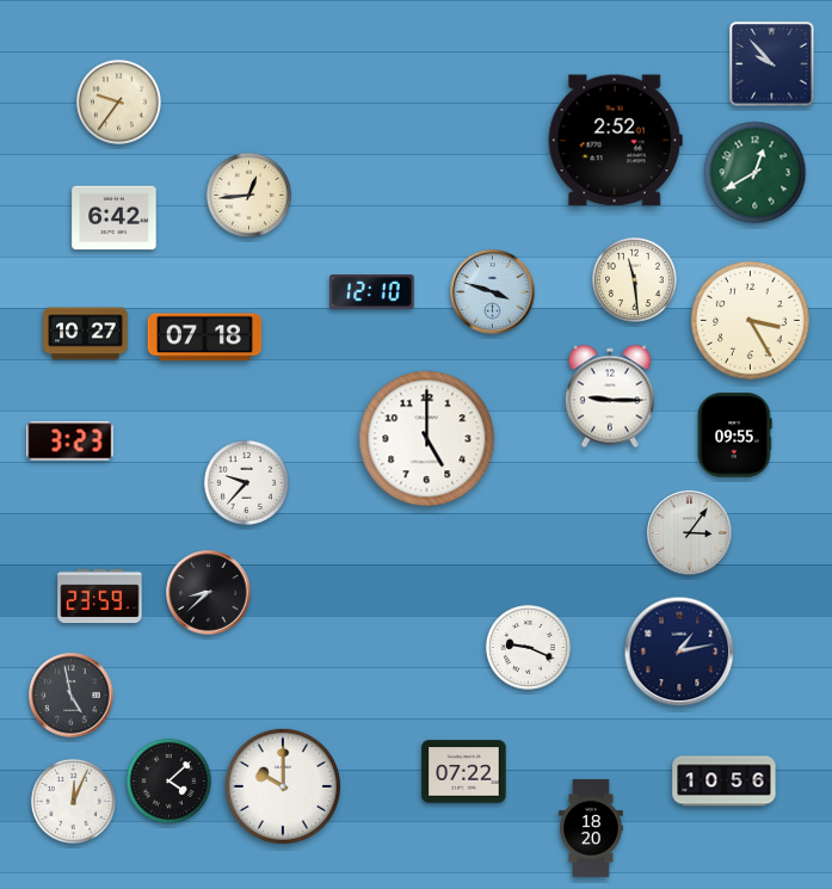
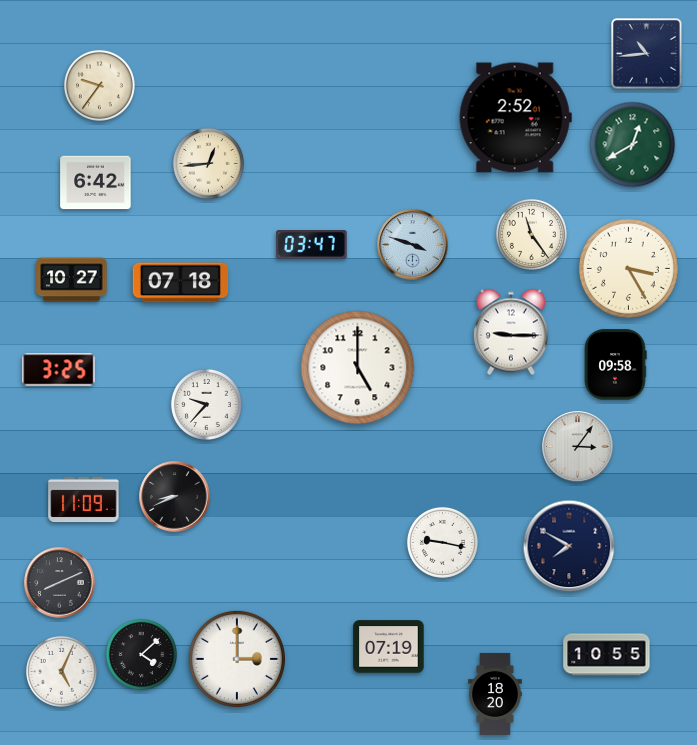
clock at (772, 64): 9:53 -> 10:44
clock at (634, 279): 11:29 -> 11:24
clock at (372, 292): 12:10 -> 03:47
clock at (205, 338) position: (205, 338) -> (181, 283)
clock at (734, 436): 09:55 -> 09:58
clock at (70, 442): 3:23 -> 3:25
clock at (209, 593): 8:38 -> 8:41
clock at (100, 597): 23:59 -> 11:09
clock at (528, 647): 9:19 -> 9:17
clock at (679, 652): 1:13 -> 7:50
clock at (72, 696): 4:58 -> 8:11
clock at (464, 772): 07:22 -> 07:19
clock at (725, 782): 10:56 -> 10:55
clock at (283, 786): 10:00 -> 3:00
clock at (73, 801): 12:04 -> 5:04
